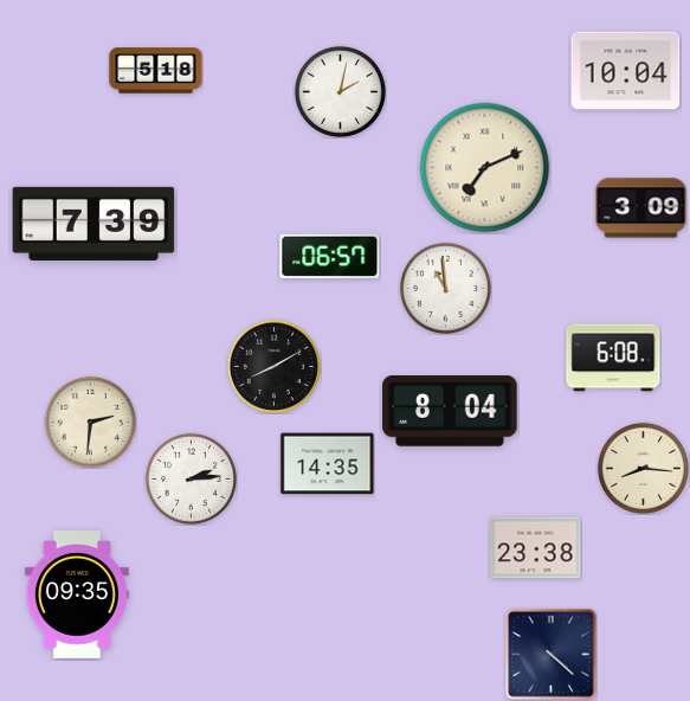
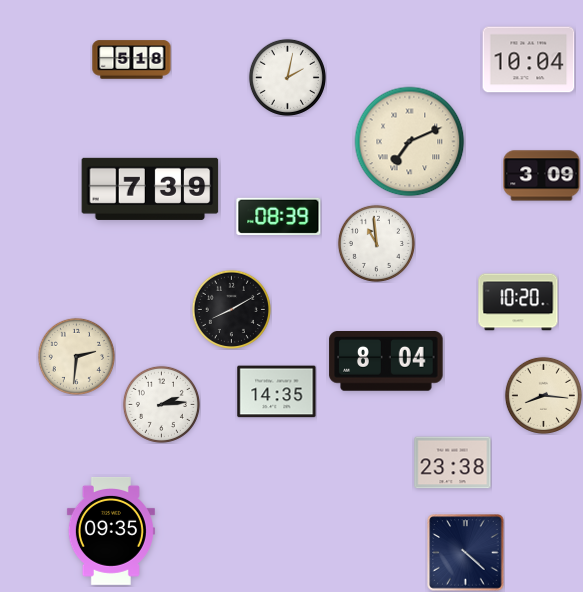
clock at (93, 224) position: (93, 224) -> (150, 189)
clock at (330, 256): 06:57 -> 08:39
clock at (613, 358): 6:08 -> 10:20
clock at (450, 412) position: (450, 412) -> (386, 362)
clock at (77, 594) position: (77, 594) -> (111, 531)
